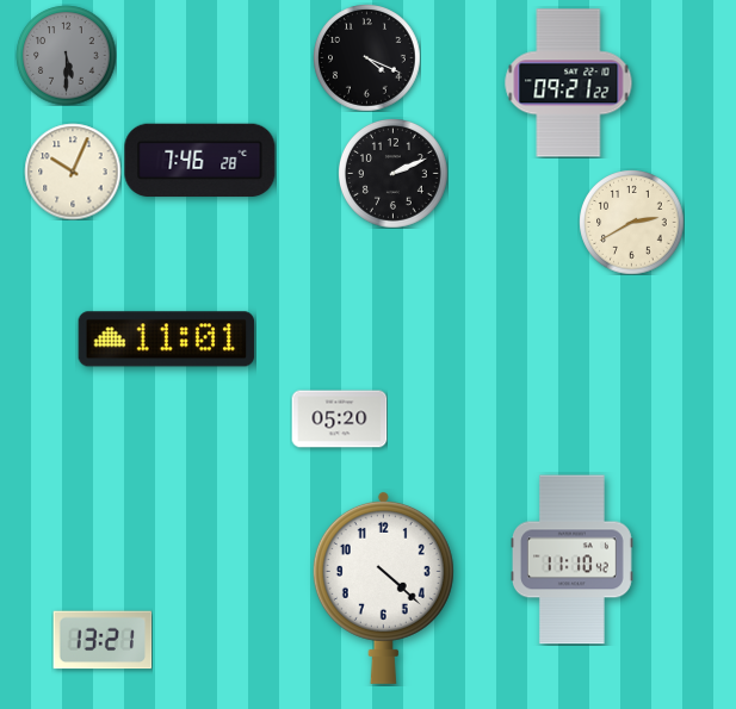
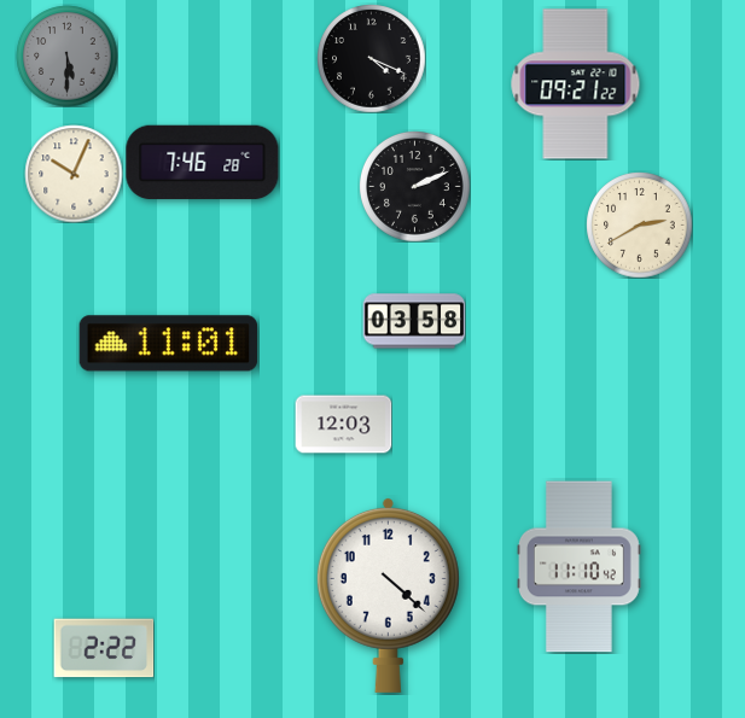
clock at (394, 174) position: (394, 174) -> (415, 187)
clock at (414, 321): none -> 03:58
clock at (339, 419): 05:20 -> 12:03
clock at (103, 640): 13:21 -> 2:22
